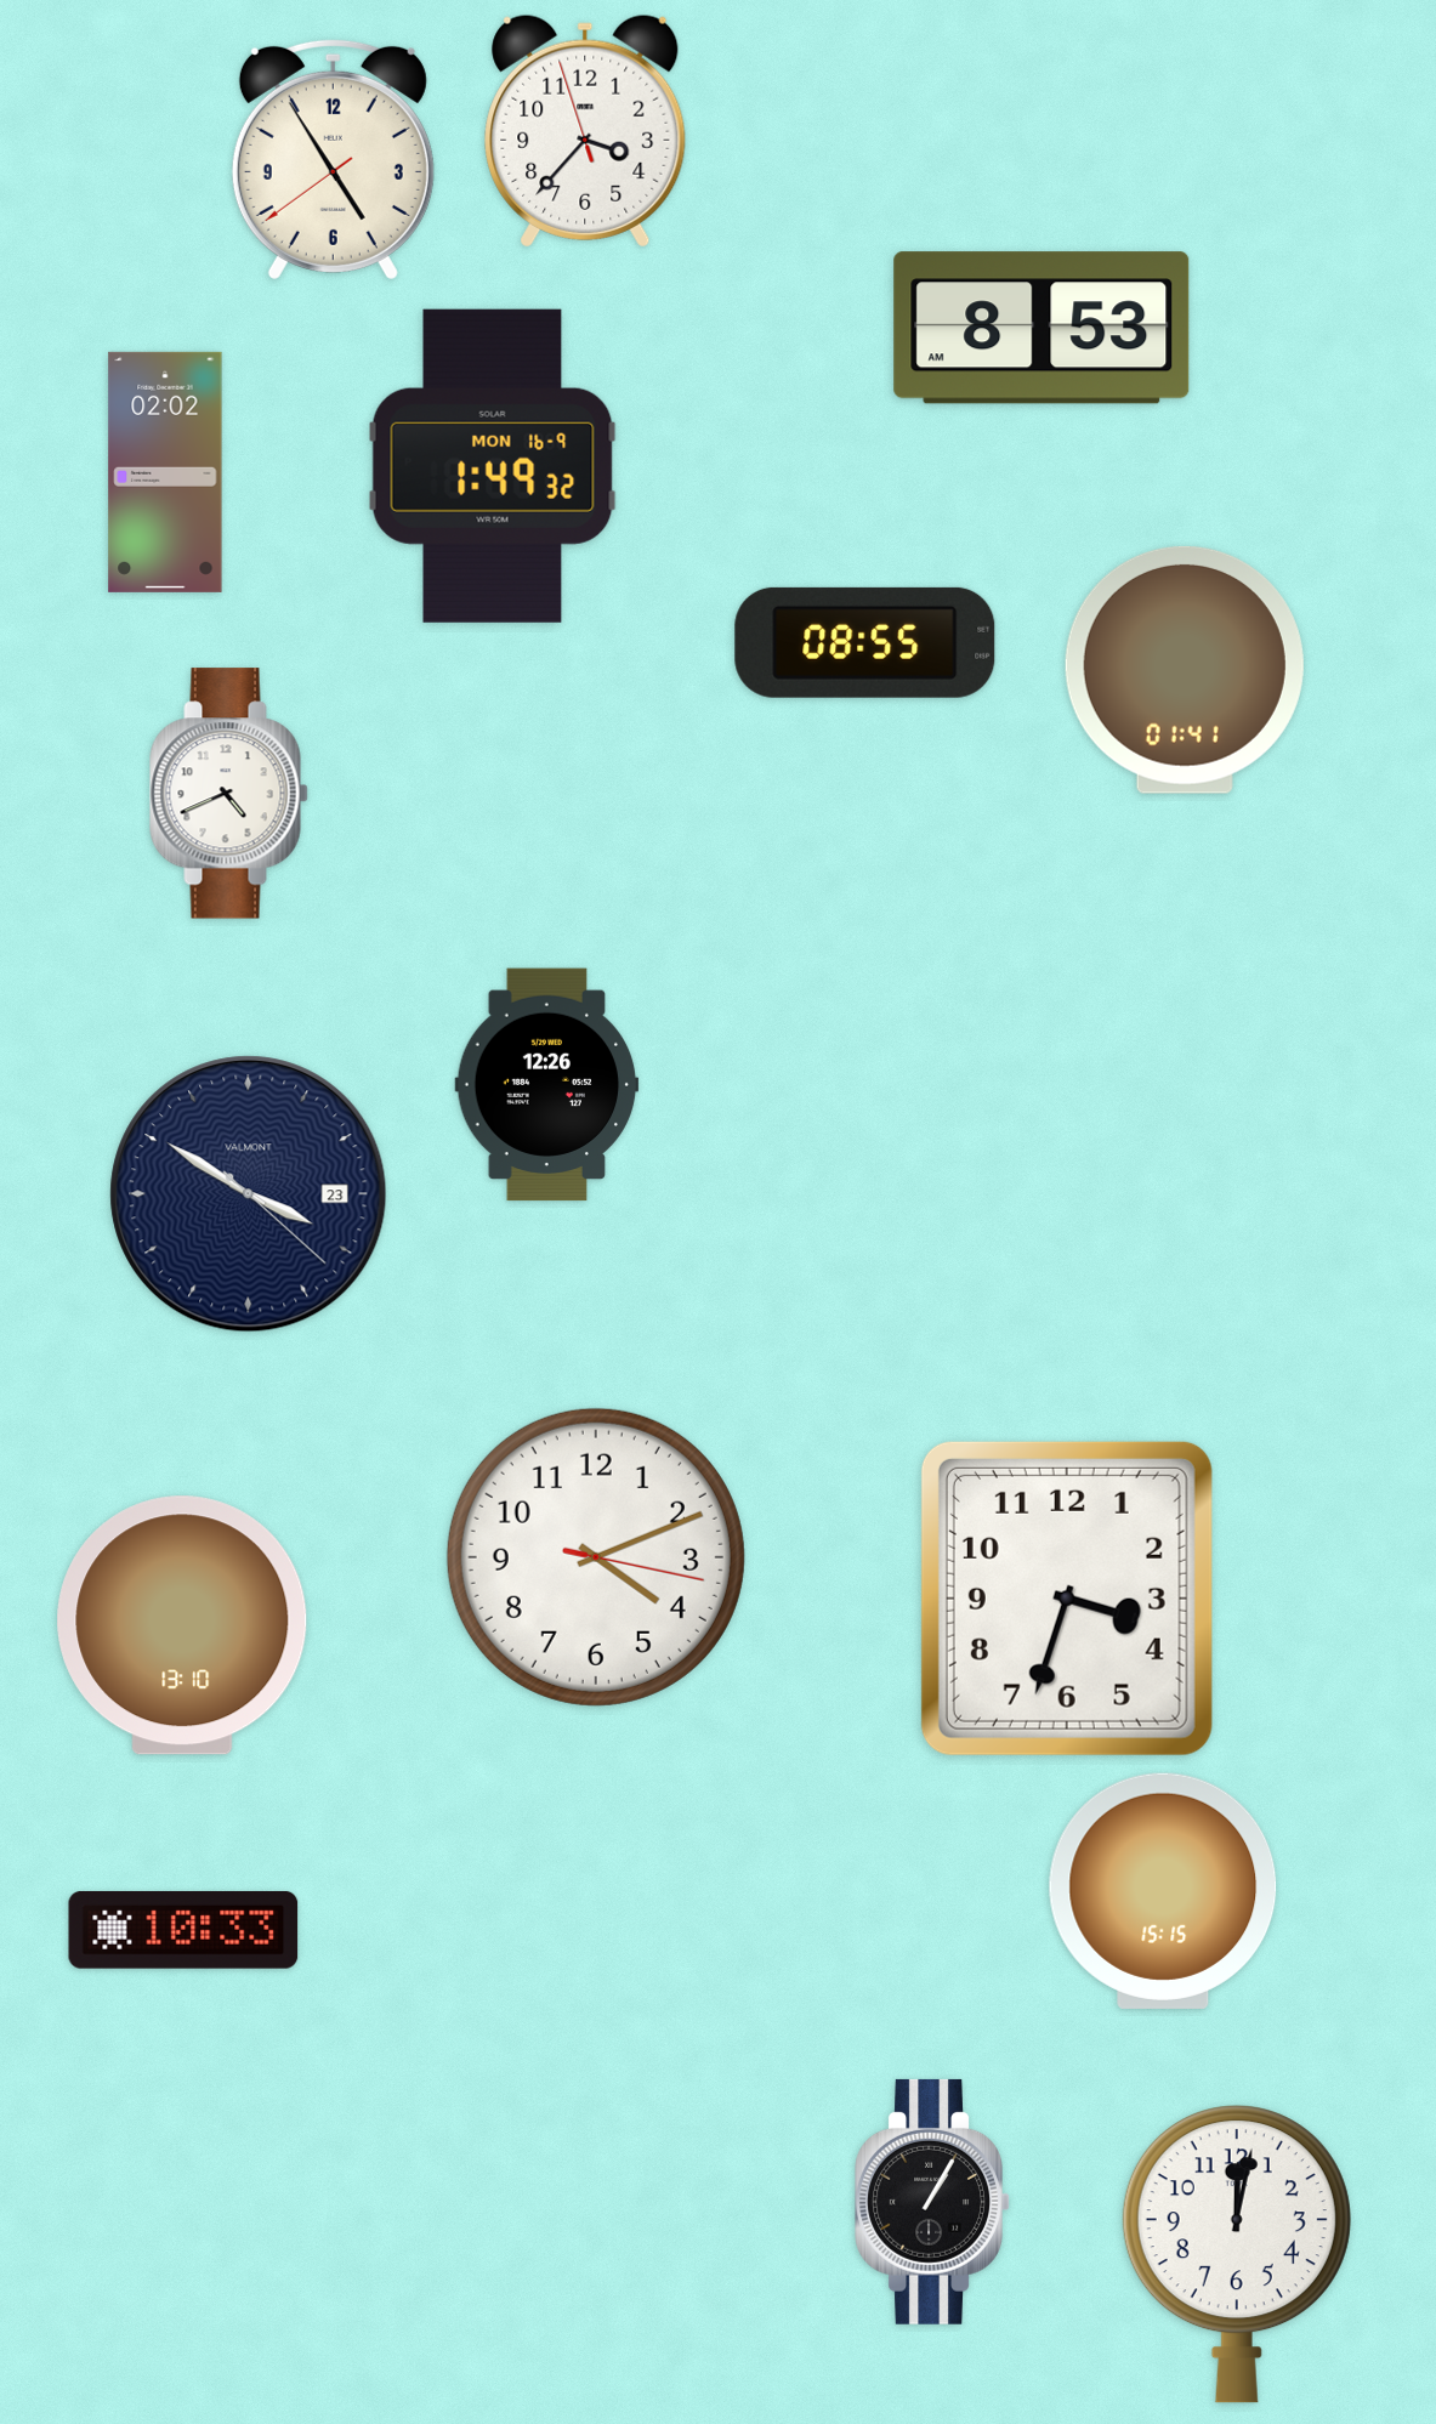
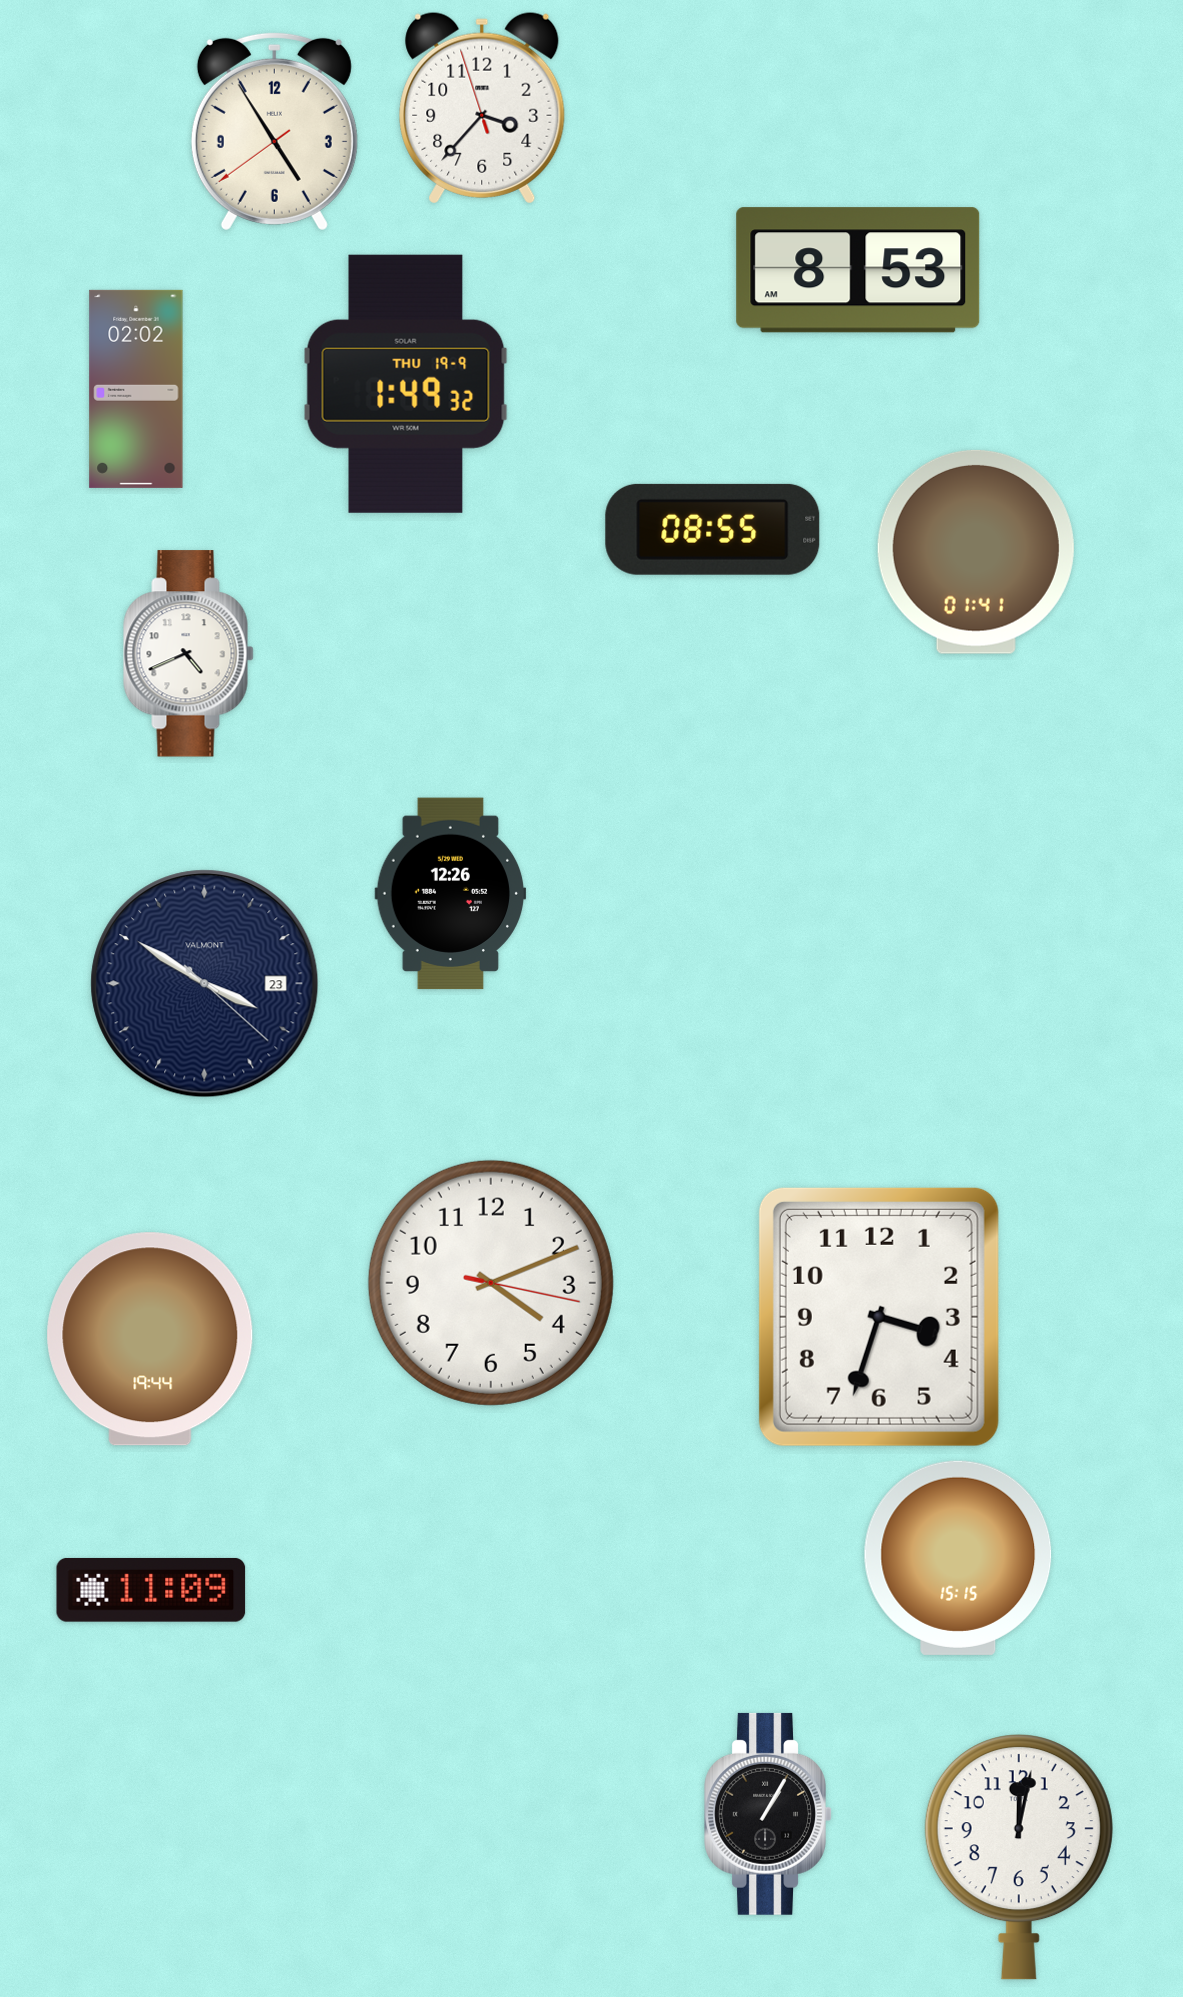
clock at (493, 466) date: MON 16-9 -> THU 19-9
clock at (182, 1625): 13:10 -> 19:44
clock at (183, 1930): 10:33 -> 11:09
